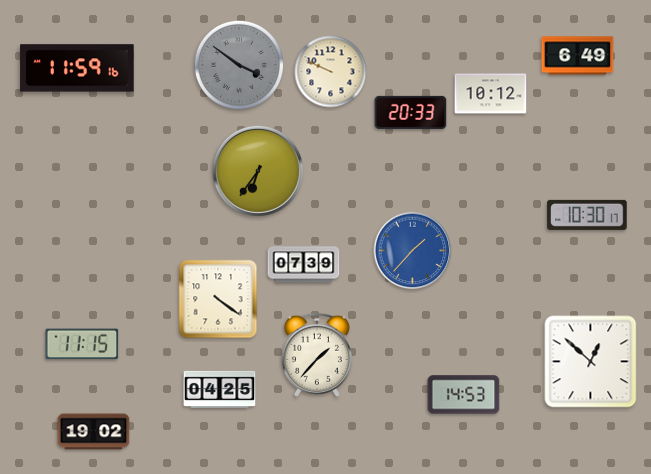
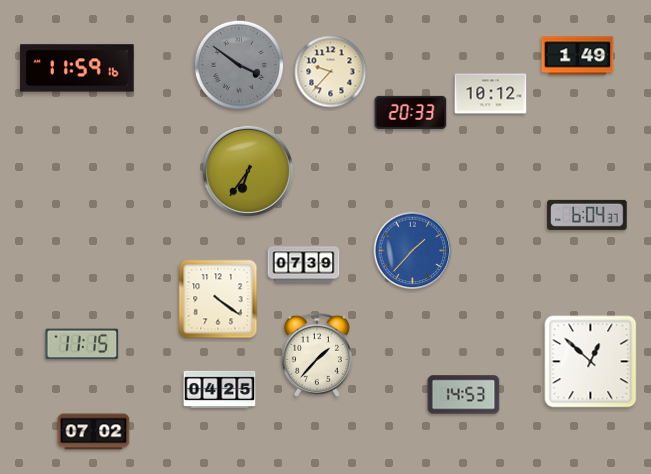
clock at (578, 56): 6:49 -> 1:49
clock at (331, 72): 9:49 -> 9:37
clock at (258, 171) position: (258, 171) -> (248, 171)
clock at (587, 215): 10:30 -> 6:04
clock at (94, 432): 19:02 -> 07:02
